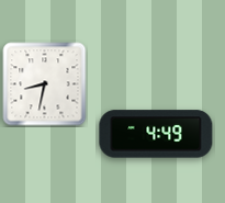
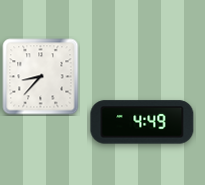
clock at (45, 84): 8:32 -> 8:37
